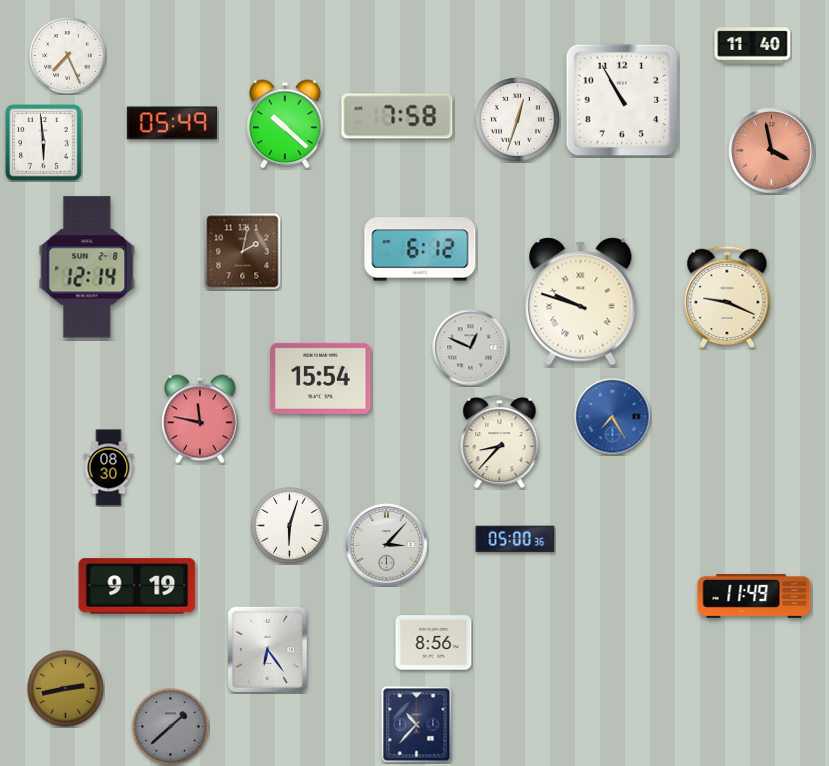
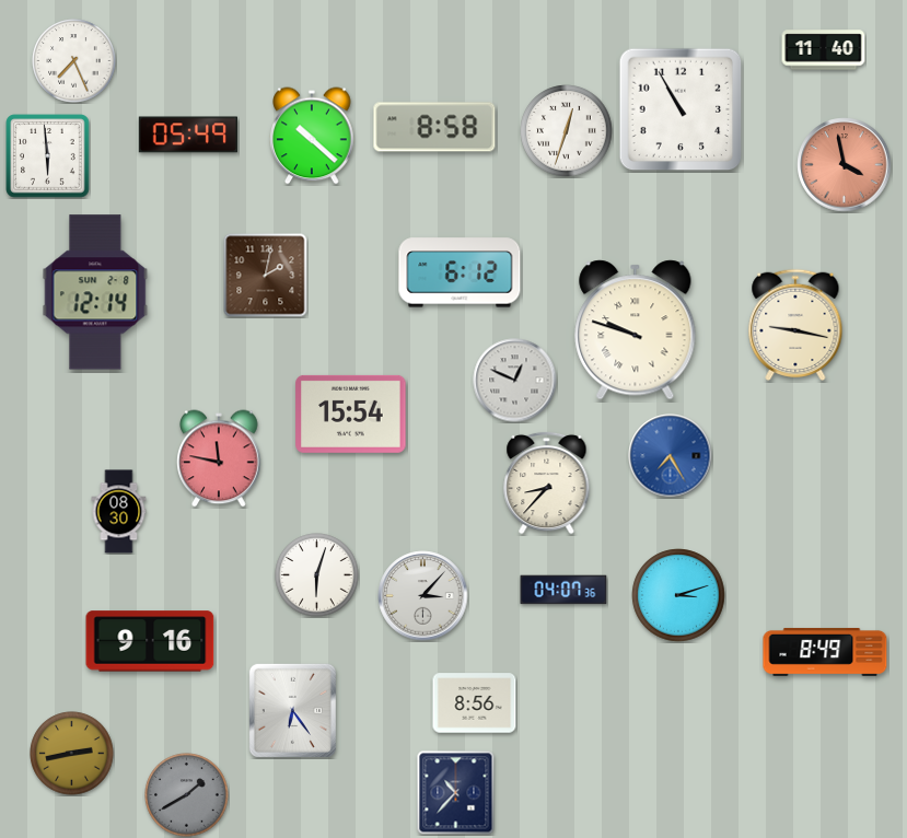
clock at (397, 116): 7:58 -> 8:58
clock at (727, 297): 9:19 -> 9:17
clock at (515, 539): 05:00 -> 04:07
clock at (678, 595): none -> 3:12
clock at (137, 586): 9:19 -> 9:16
clock at (754, 596): 11:49 -> 8:49
clock at (171, 727): 1:38 -> 1:40
